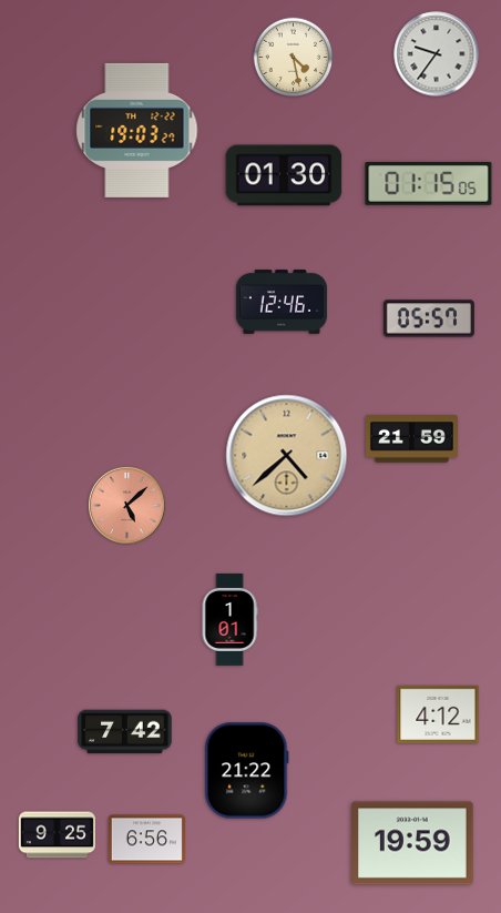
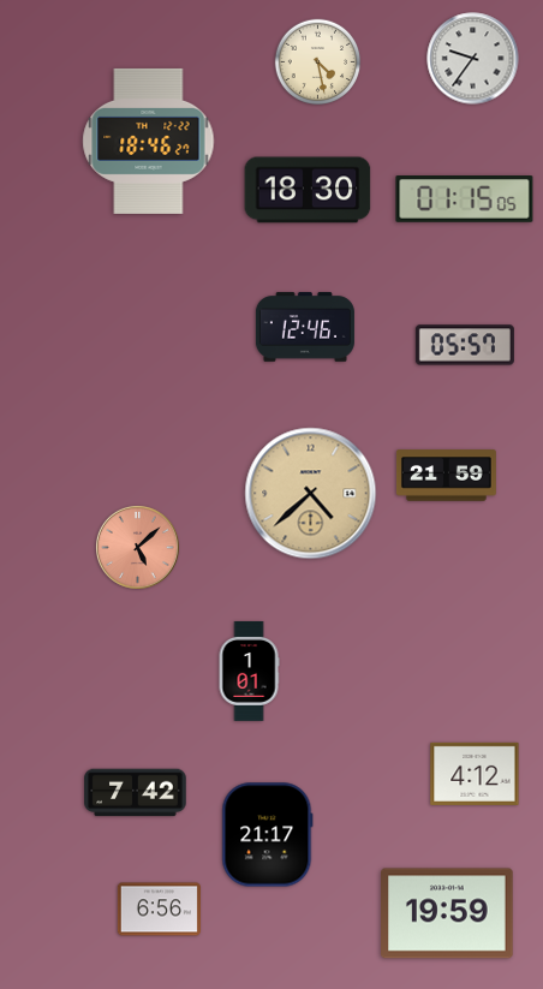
clock at (137, 130): 19:03 -> 18:46
clock at (284, 175): 01:30 -> 18:30
clock at (247, 771): 21:22 -> 21:17
clock at (57, 835): 9:25 -> none
